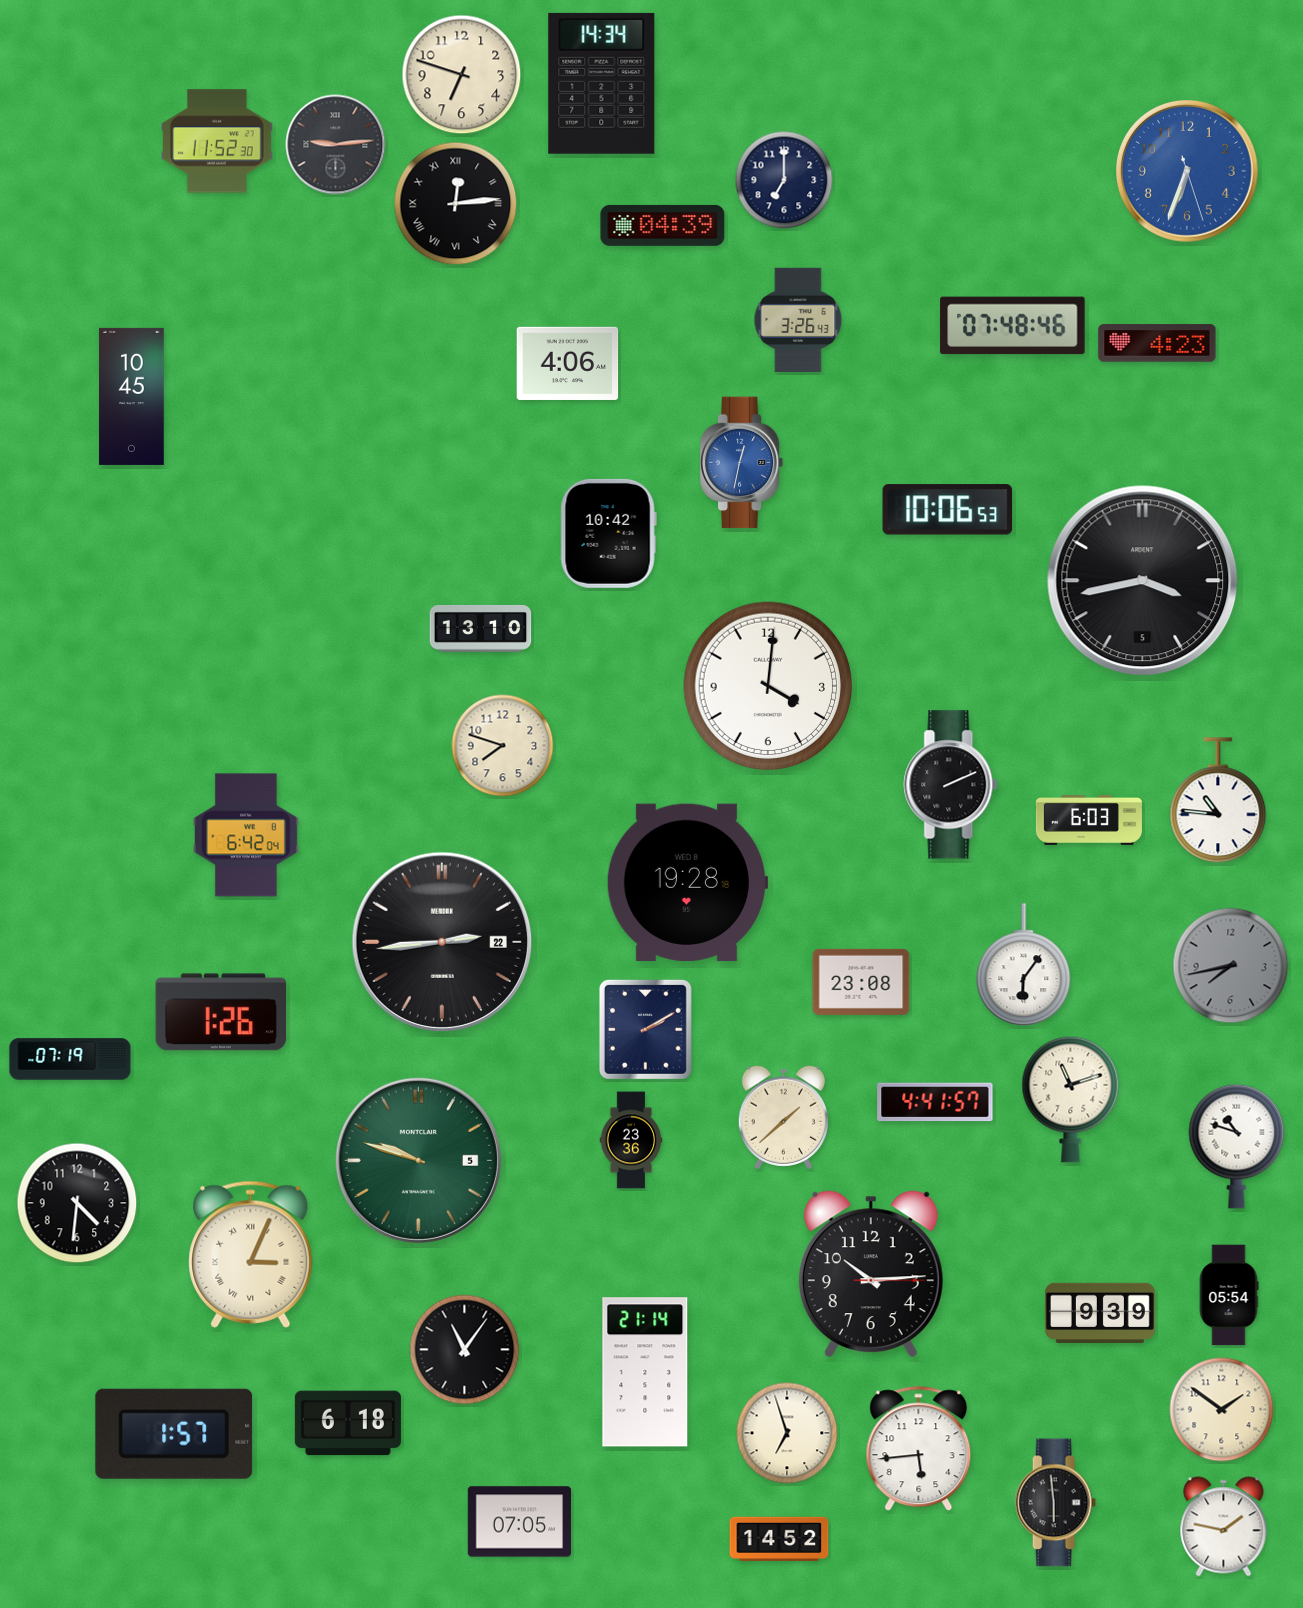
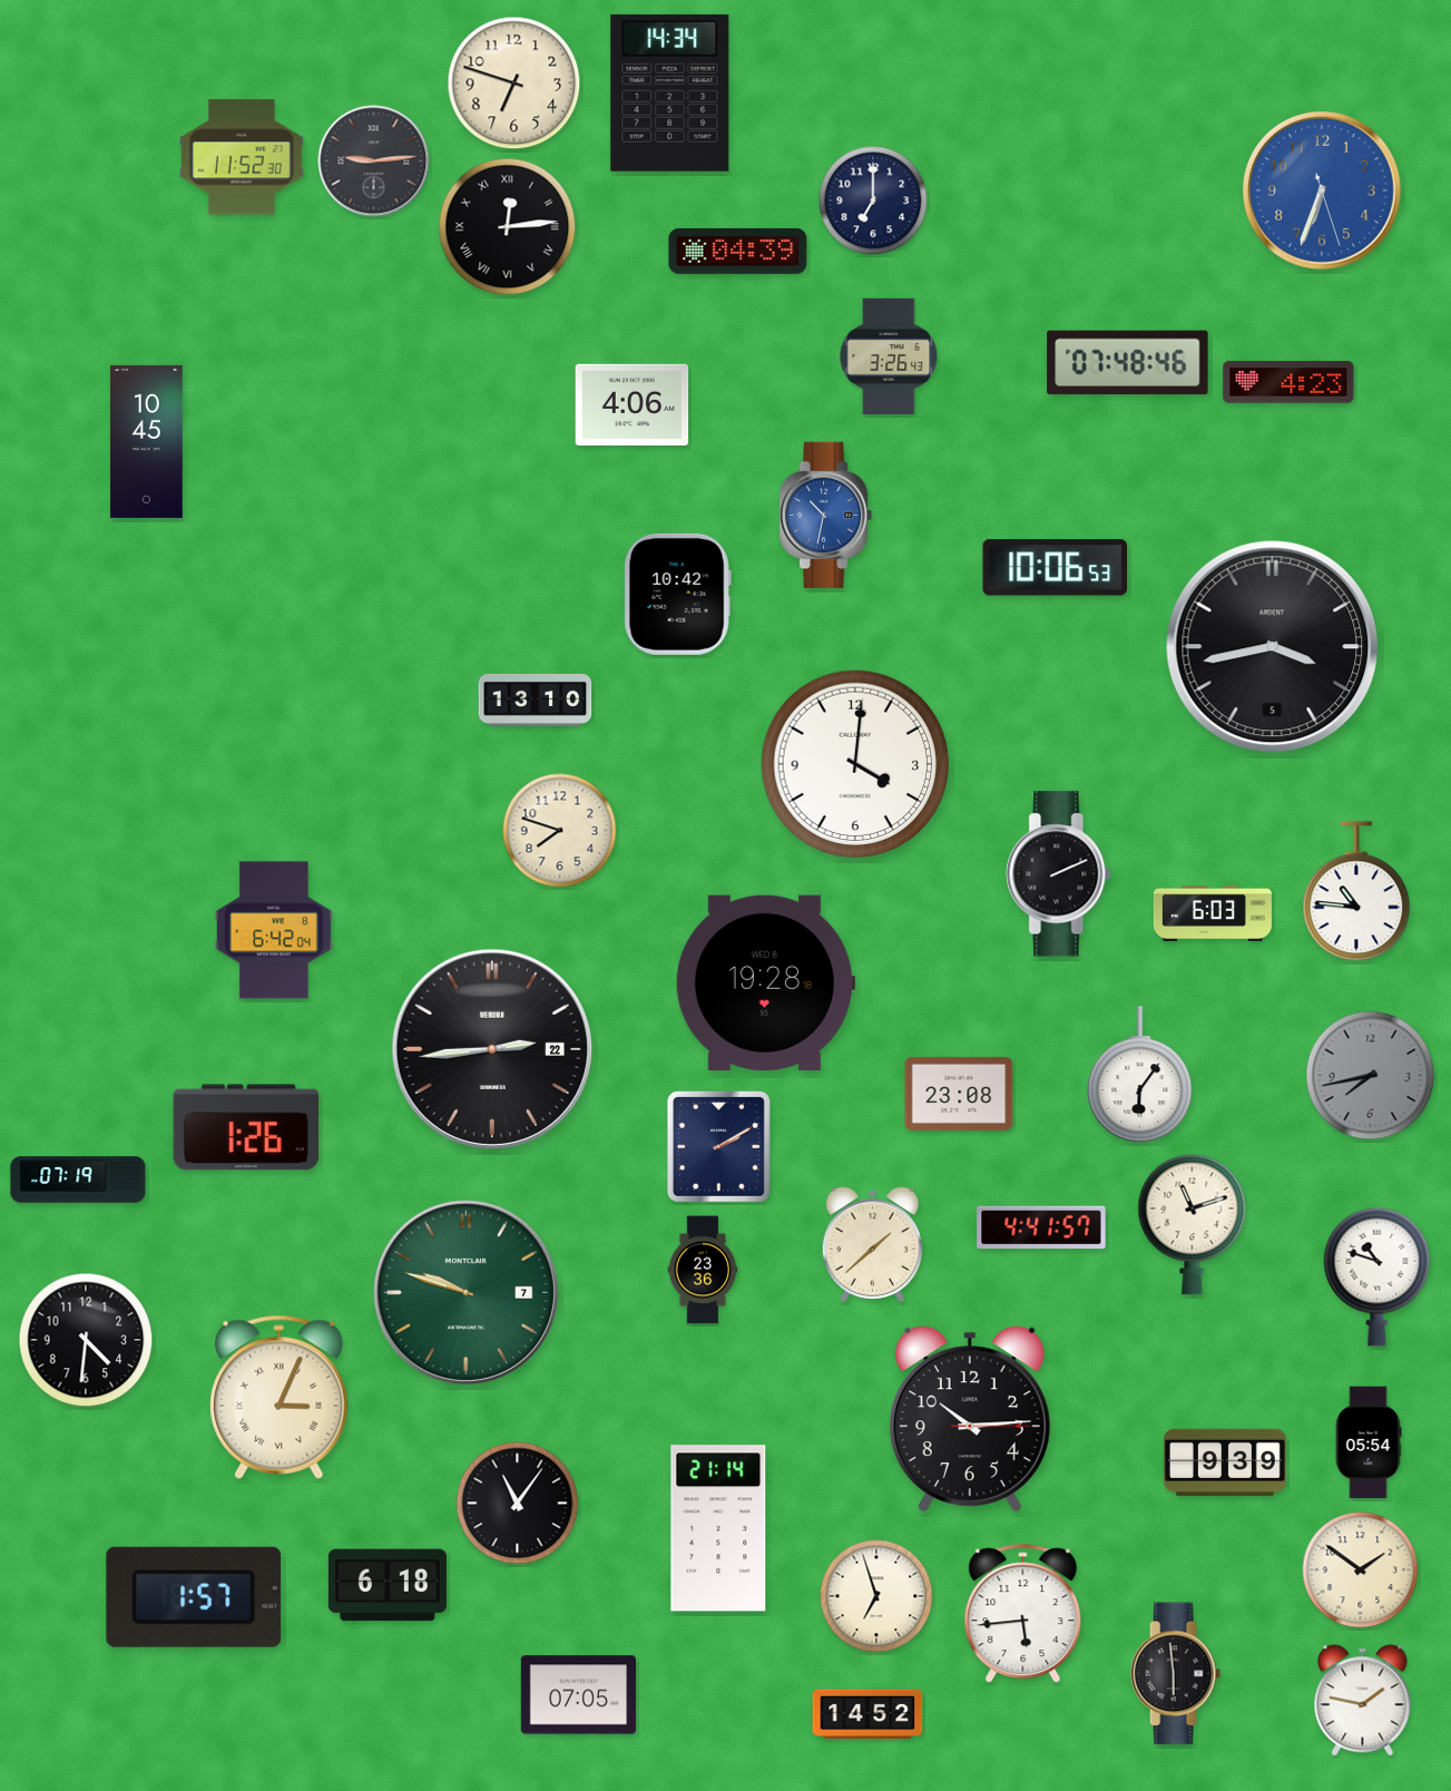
clock at (742, 463): 12:32 -> 10:32
clock at (418, 1160) date: 5 -> 7
